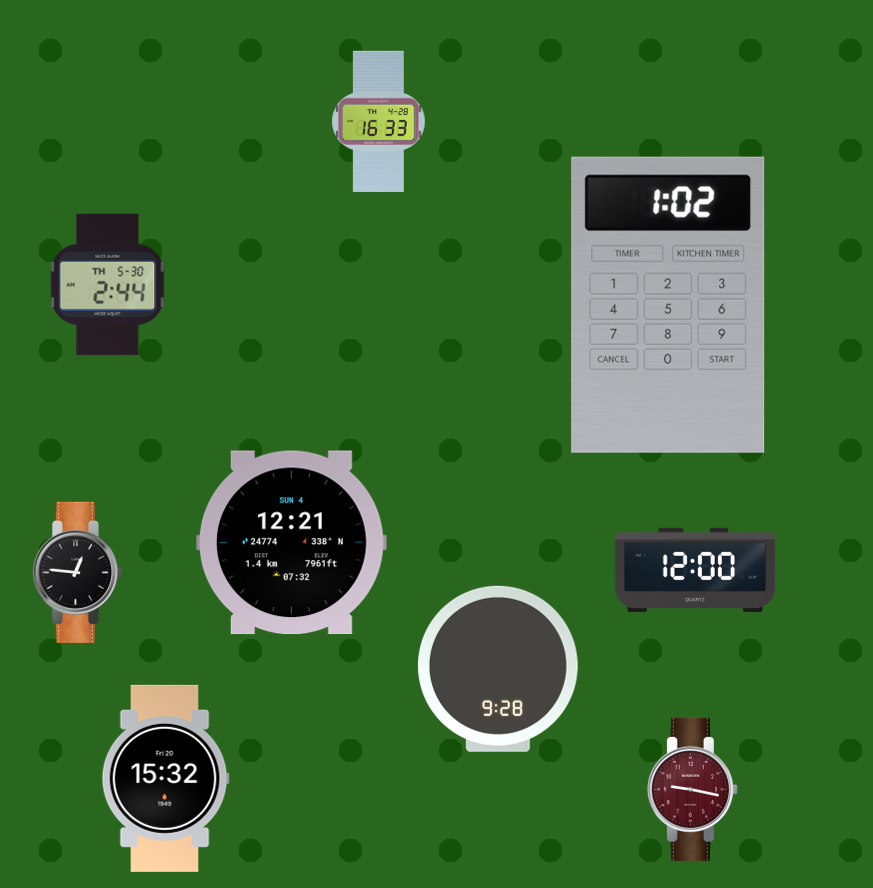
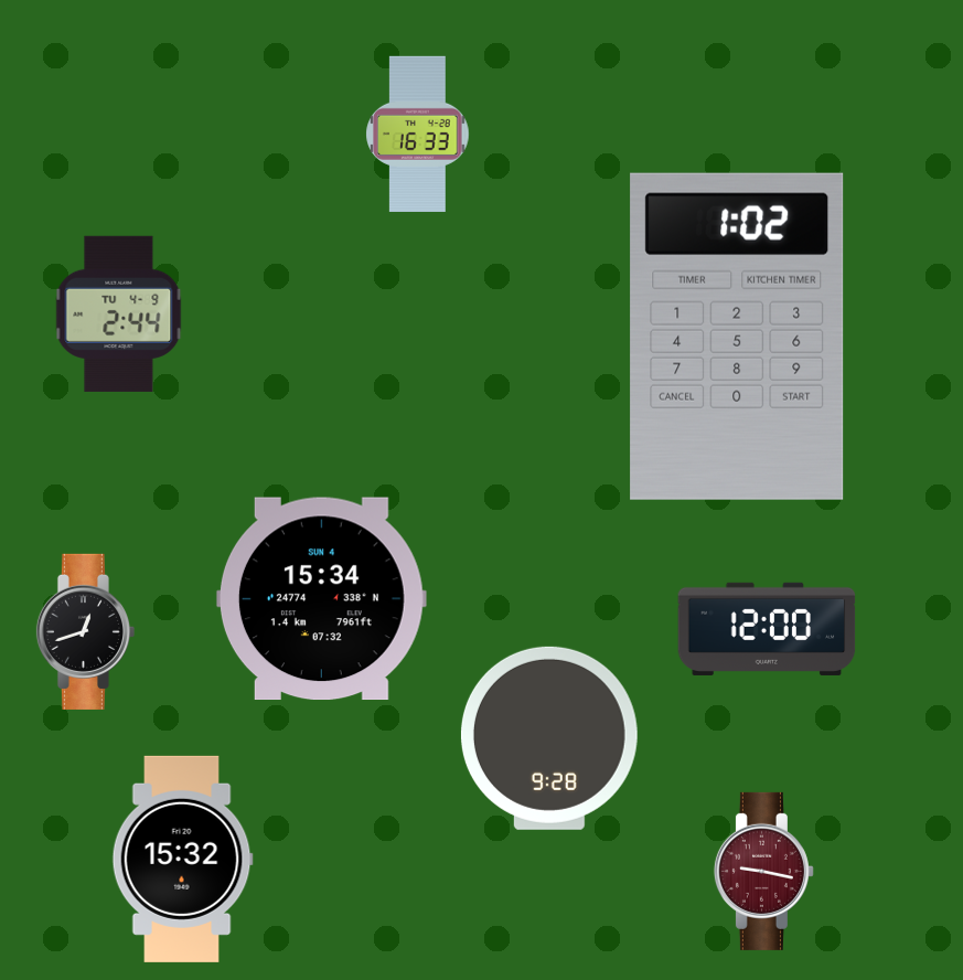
clock at (108, 284) date: TH 5-30 -> TU 4-9
clock at (291, 543): 12:21 -> 15:34
clock at (77, 572): 12:46 -> 12:42
